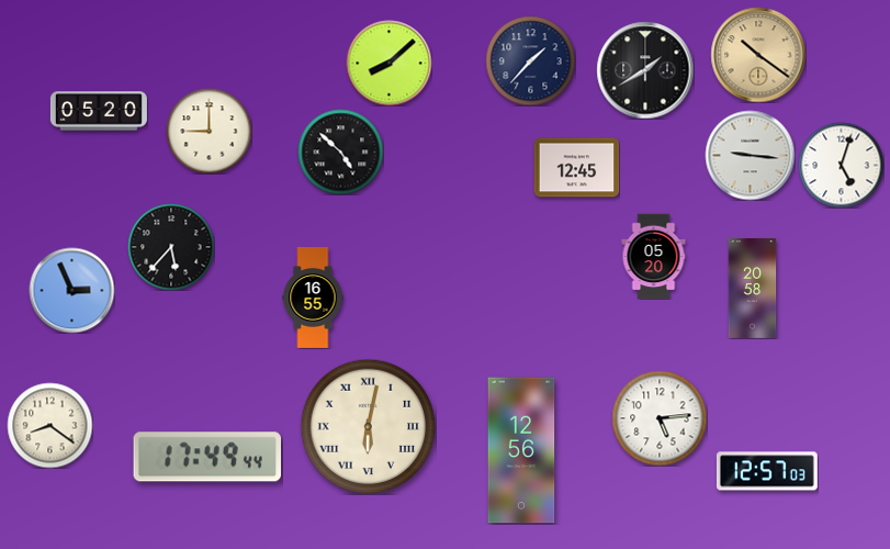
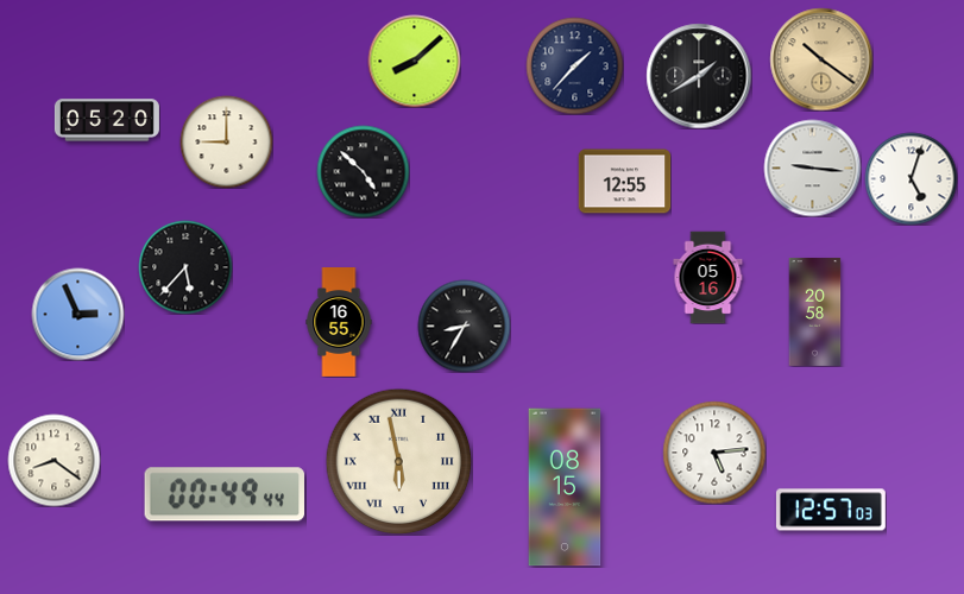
clock at (388, 63) position: (388, 63) -> (414, 61)
clock at (340, 152) position: (340, 152) -> (363, 171)
clock at (576, 168): 12:45 -> 12:55
clock at (654, 256): 05:20 -> 05:16
clock at (464, 326): none -> 8:35
clock at (368, 426): 6:02 -> 5:58
clock at (521, 450): 12:56 -> 08:15
clock at (206, 457): 17:49 -> 00:49
